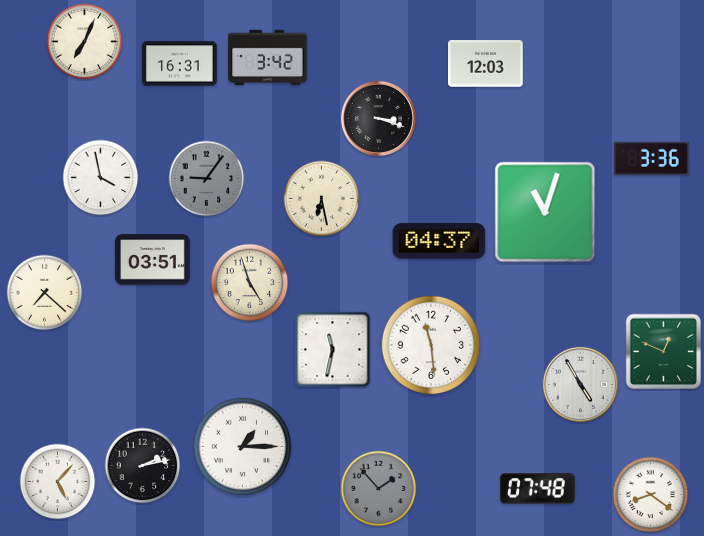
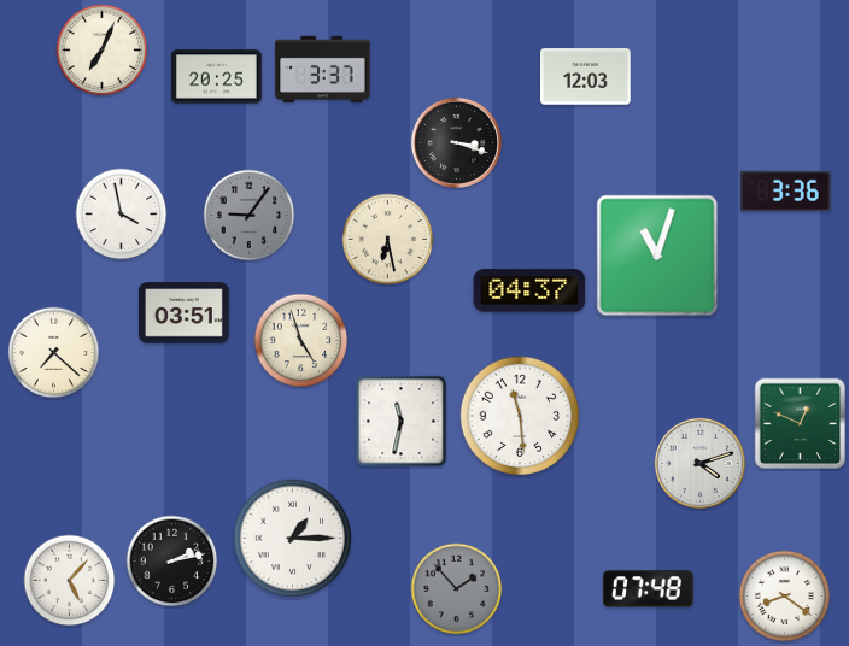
clock at (268, 58): 3:42 -> 3:37
clock at (180, 64): 16:31 -> 20:25
clock at (580, 384): 4:55 -> 4:12
